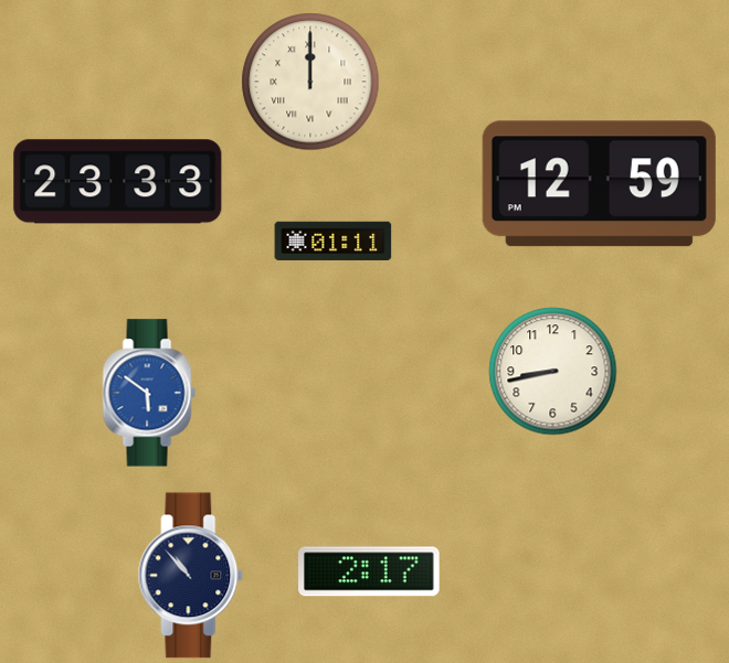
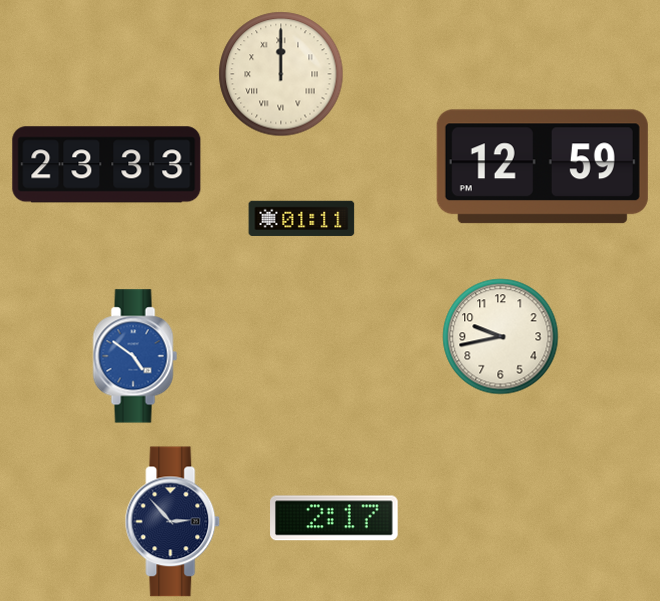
clock at (553, 372): 8:43 -> 9:43
clock at (149, 393): 5:51 -> 4:51
clock at (191, 576): 10:53 -> 2:53
